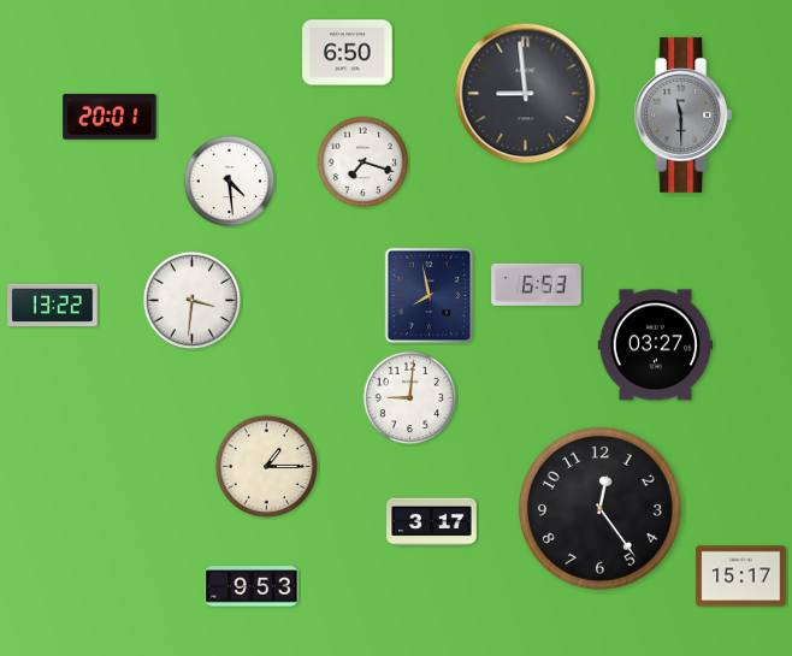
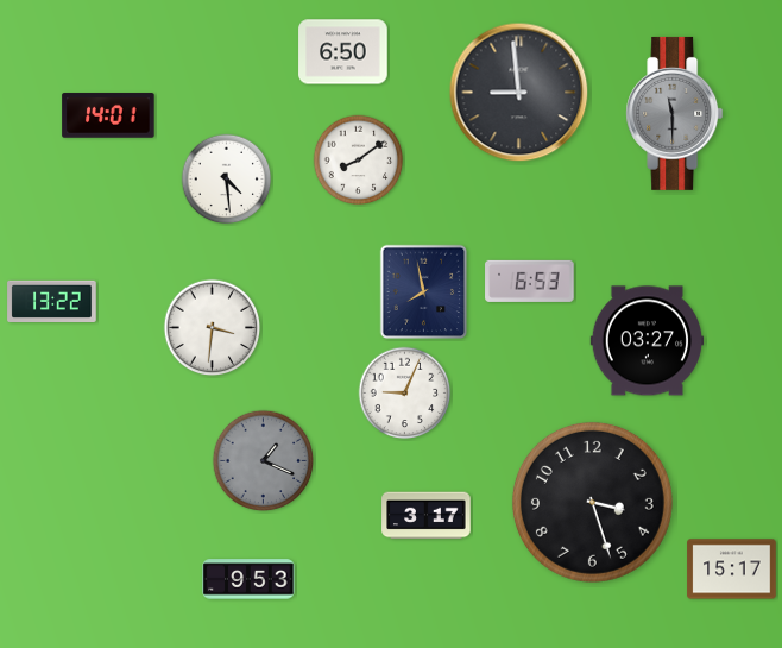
clock at (110, 117): 20:01 -> 14:01
clock at (364, 162): 7:18 -> 8:09
clock at (193, 301) position: (193, 301) -> (213, 328)
clock at (410, 398): 9:01 -> 9:04
clock at (267, 467): 1:15 -> 1:19
clock at (267, 467) dial: cream -> grey
clock at (599, 508): 12:24 -> 3:27
